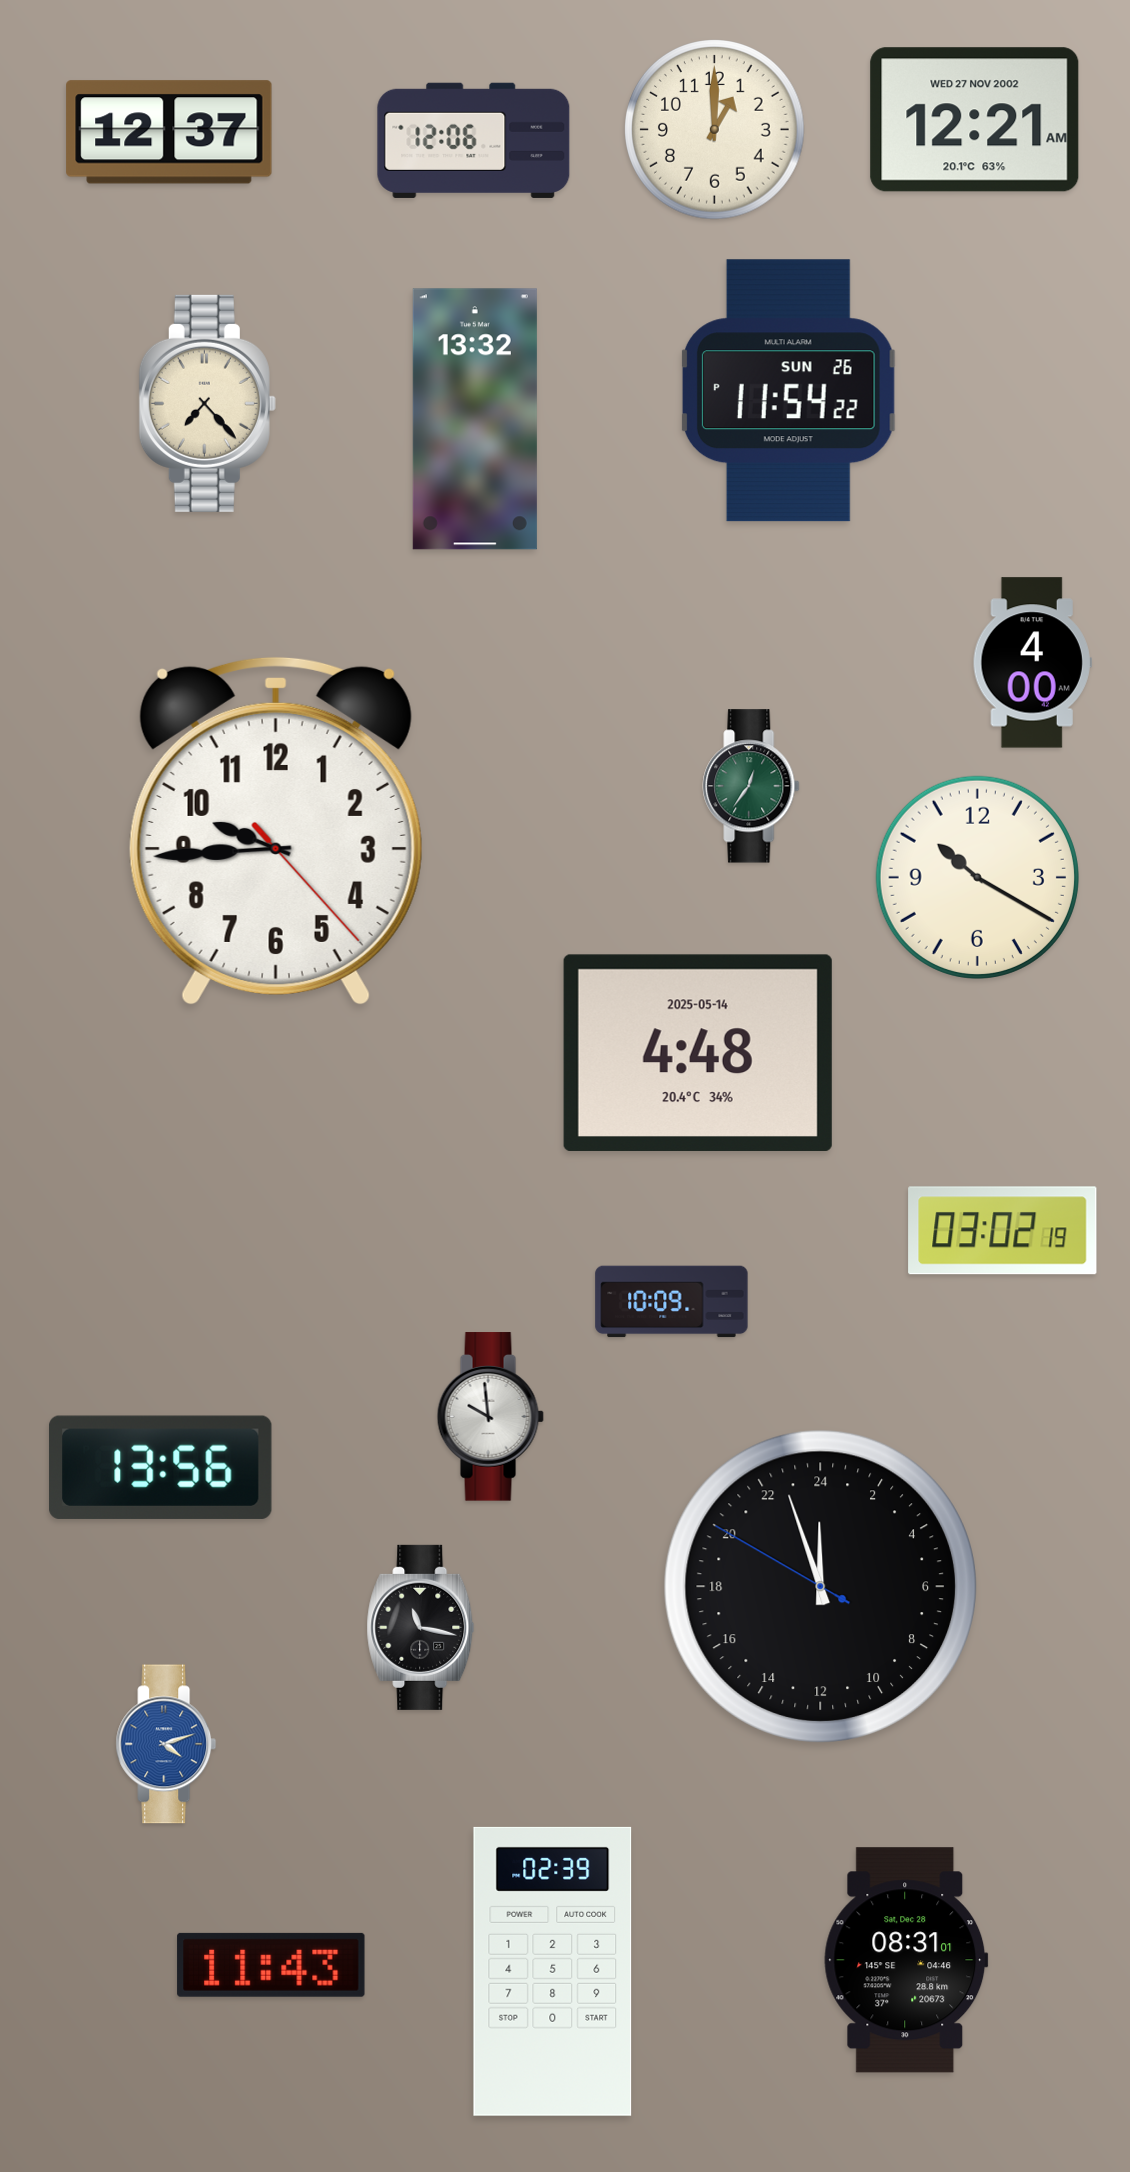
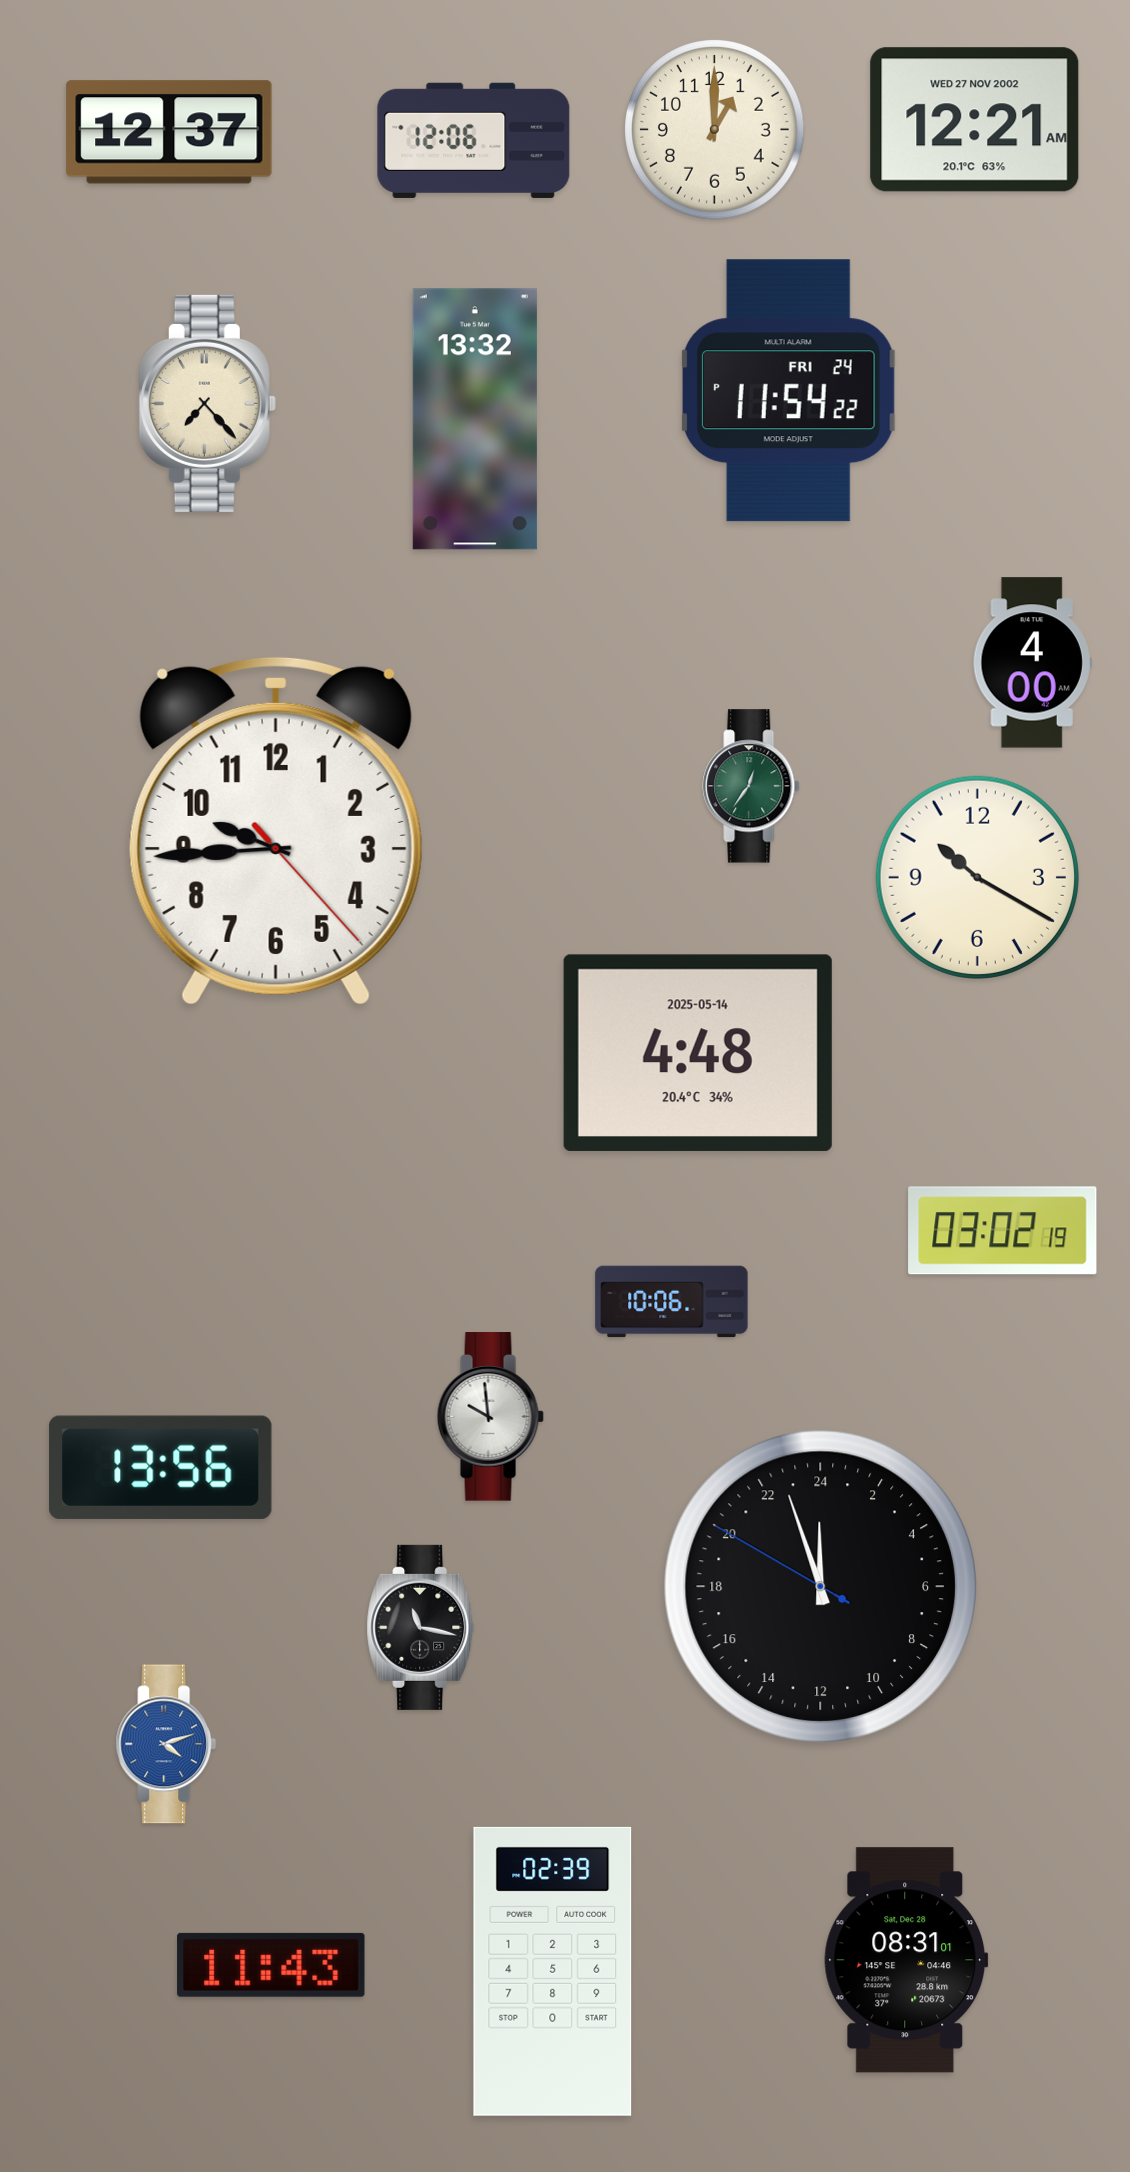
clock at (788, 391) date: SUN 26 -> FRI 24
clock at (672, 1302): 10:09 -> 10:06
